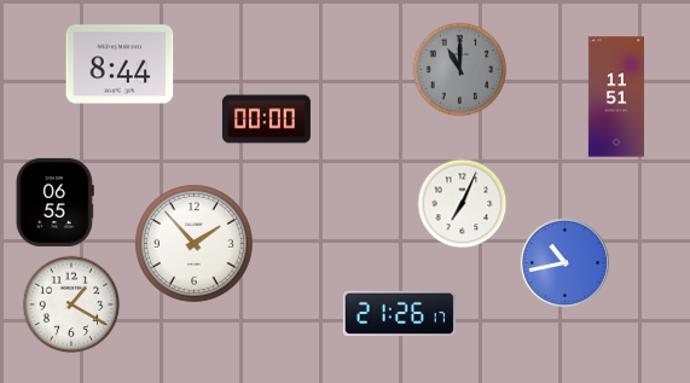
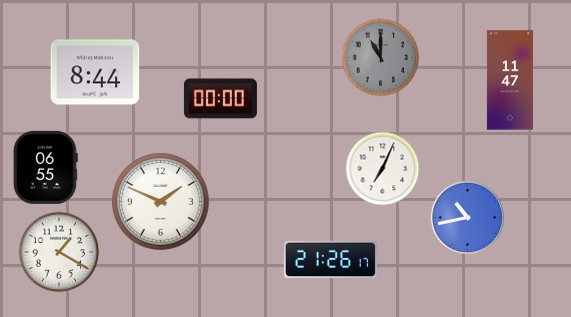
clock at (120, 64) position: (120, 64) -> (95, 72)
clock at (616, 97): 11:51 -> 11:47
clock at (195, 244): 1:53 -> 1:49
